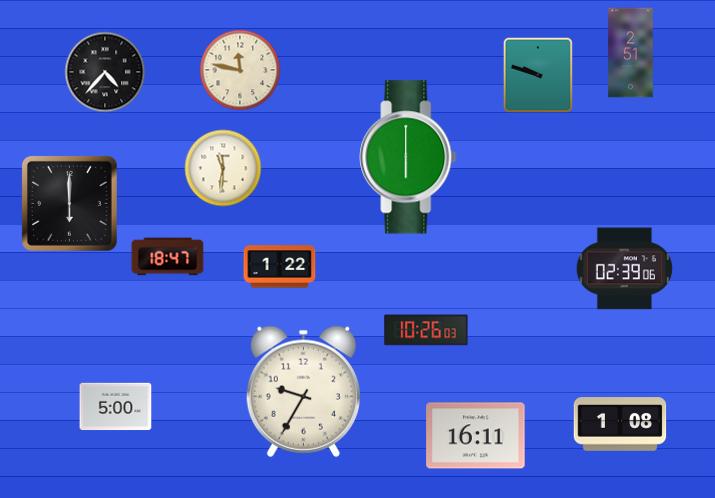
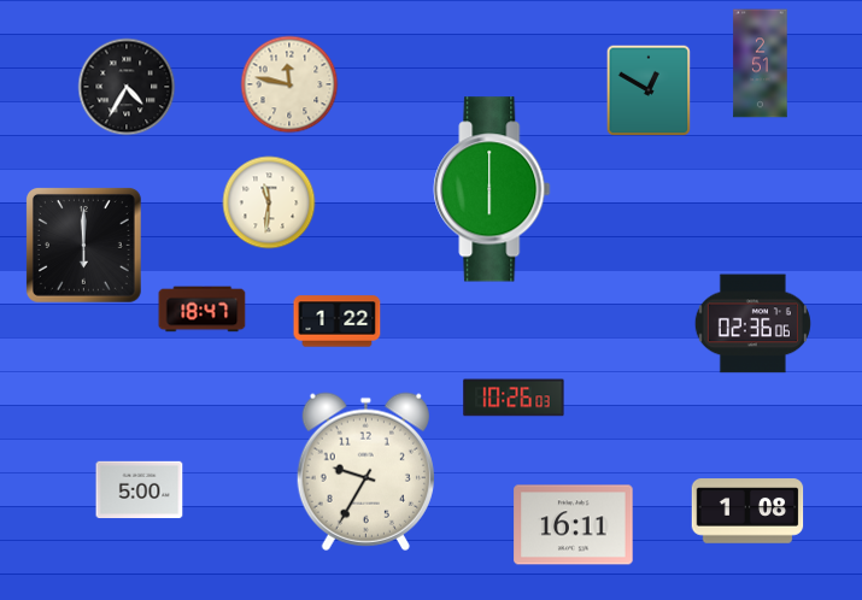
clock at (105, 72): 4:37 -> 4:35
clock at (538, 75): 9:48 -> 12:50
clock at (624, 269): 02:39 -> 02:36
